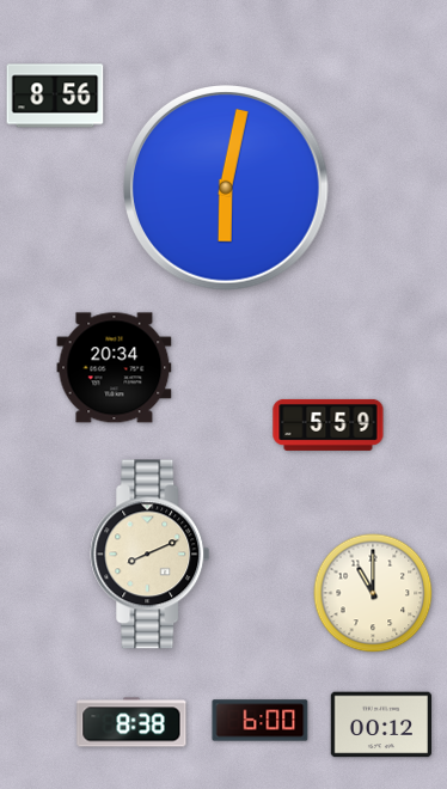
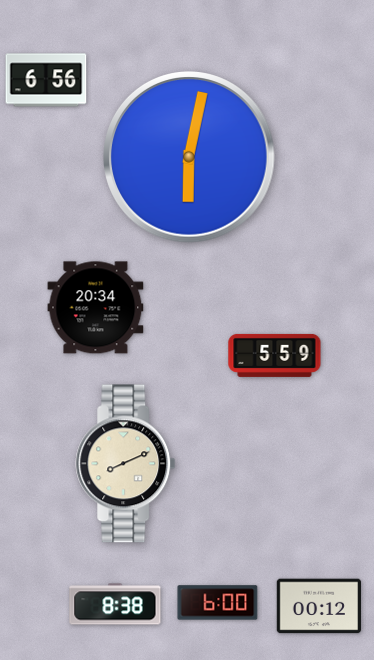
clock at (55, 96): 8:56 -> 6:56
clock at (373, 593): 11:00 -> none
clock at (131, 722) position: (131, 722) -> (115, 604)
